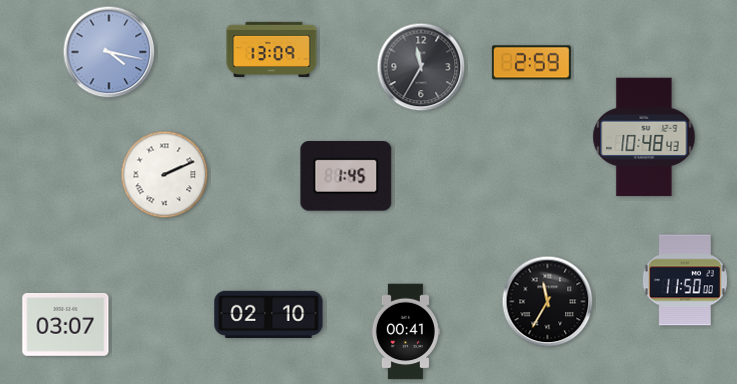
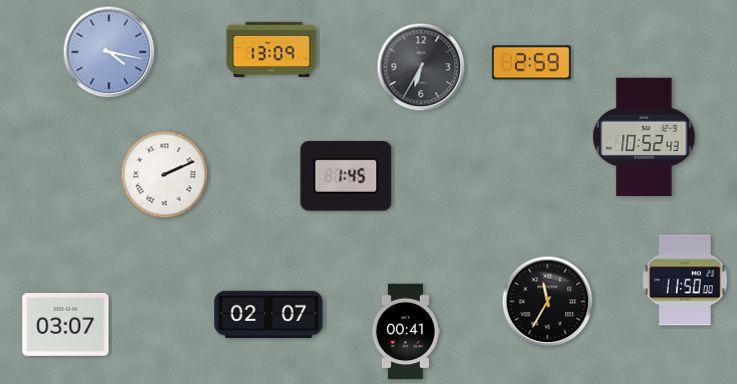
clock at (421, 67): 11:35 -> 6:35
clock at (644, 137): 10:48 -> 10:52
clock at (269, 314): 02:10 -> 02:07
